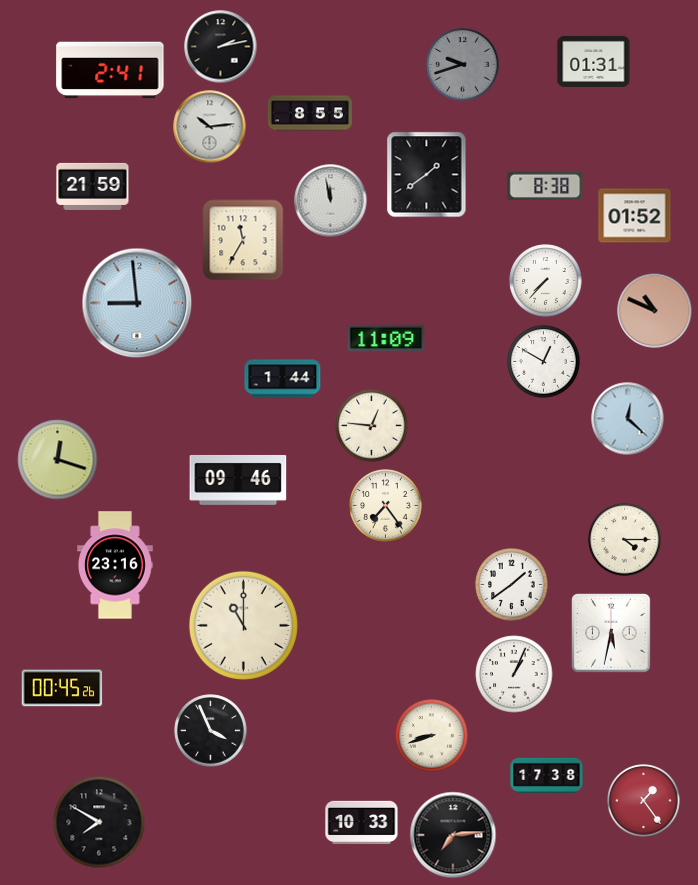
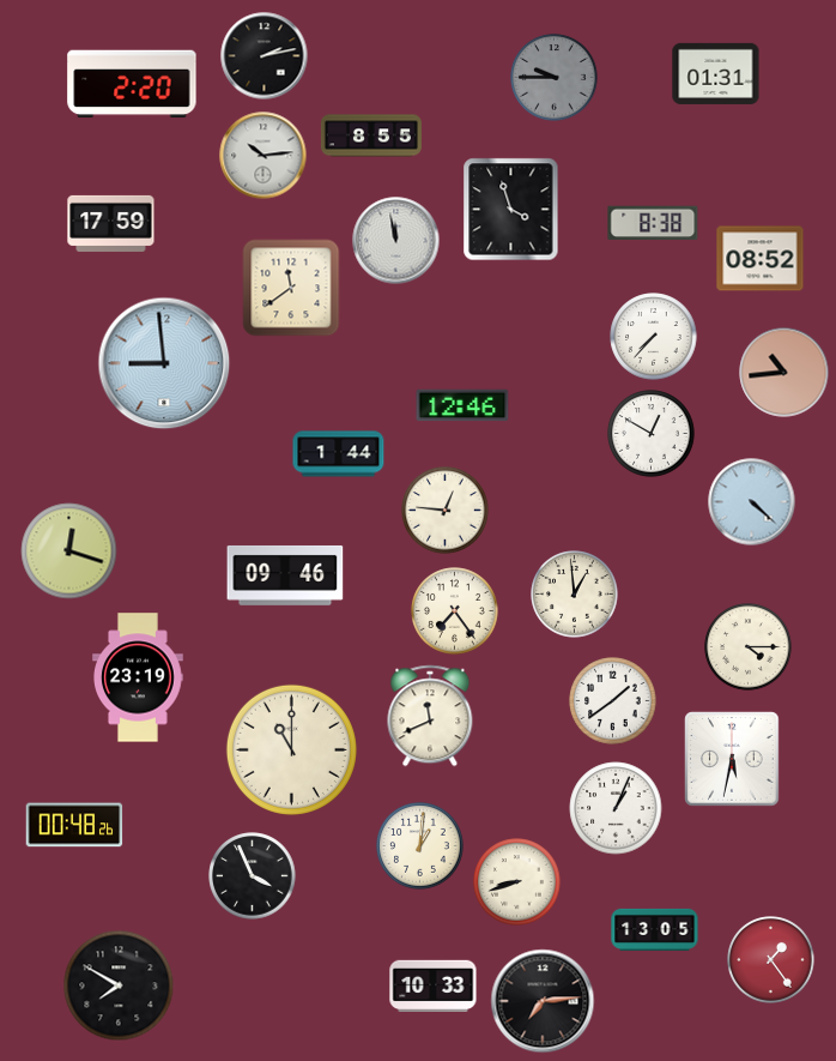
clock at (594, 61) position: (594, 61) -> (716, 73)
clock at (463, 65): 9:42 -> 9:45
clock at (110, 70): 2:41 -> 2:20
clock at (210, 127) position: (210, 127) -> (263, 156)
clock at (427, 175): 1:39 -> 3:57
clock at (93, 186): 21:59 -> 17:59
clock at (635, 216): 01:52 -> 08:52
clock at (243, 240): 11:35 -> 11:39
clock at (655, 311): 10:49 -> 10:44
clock at (386, 338): 11:09 -> 12:46
clock at (628, 419): 12:22 -> 4:22
clock at (575, 595): none -> 12:59
clock at (386, 506) position: (386, 506) -> (455, 611)
clock at (116, 565): 23:16 -> 23:19
clock at (430, 716): none -> 11:41
clock at (62, 688): 00:45 -> 00:48
clock at (420, 846): none -> 1:01
clock at (547, 775): 17:38 -> 13:05
